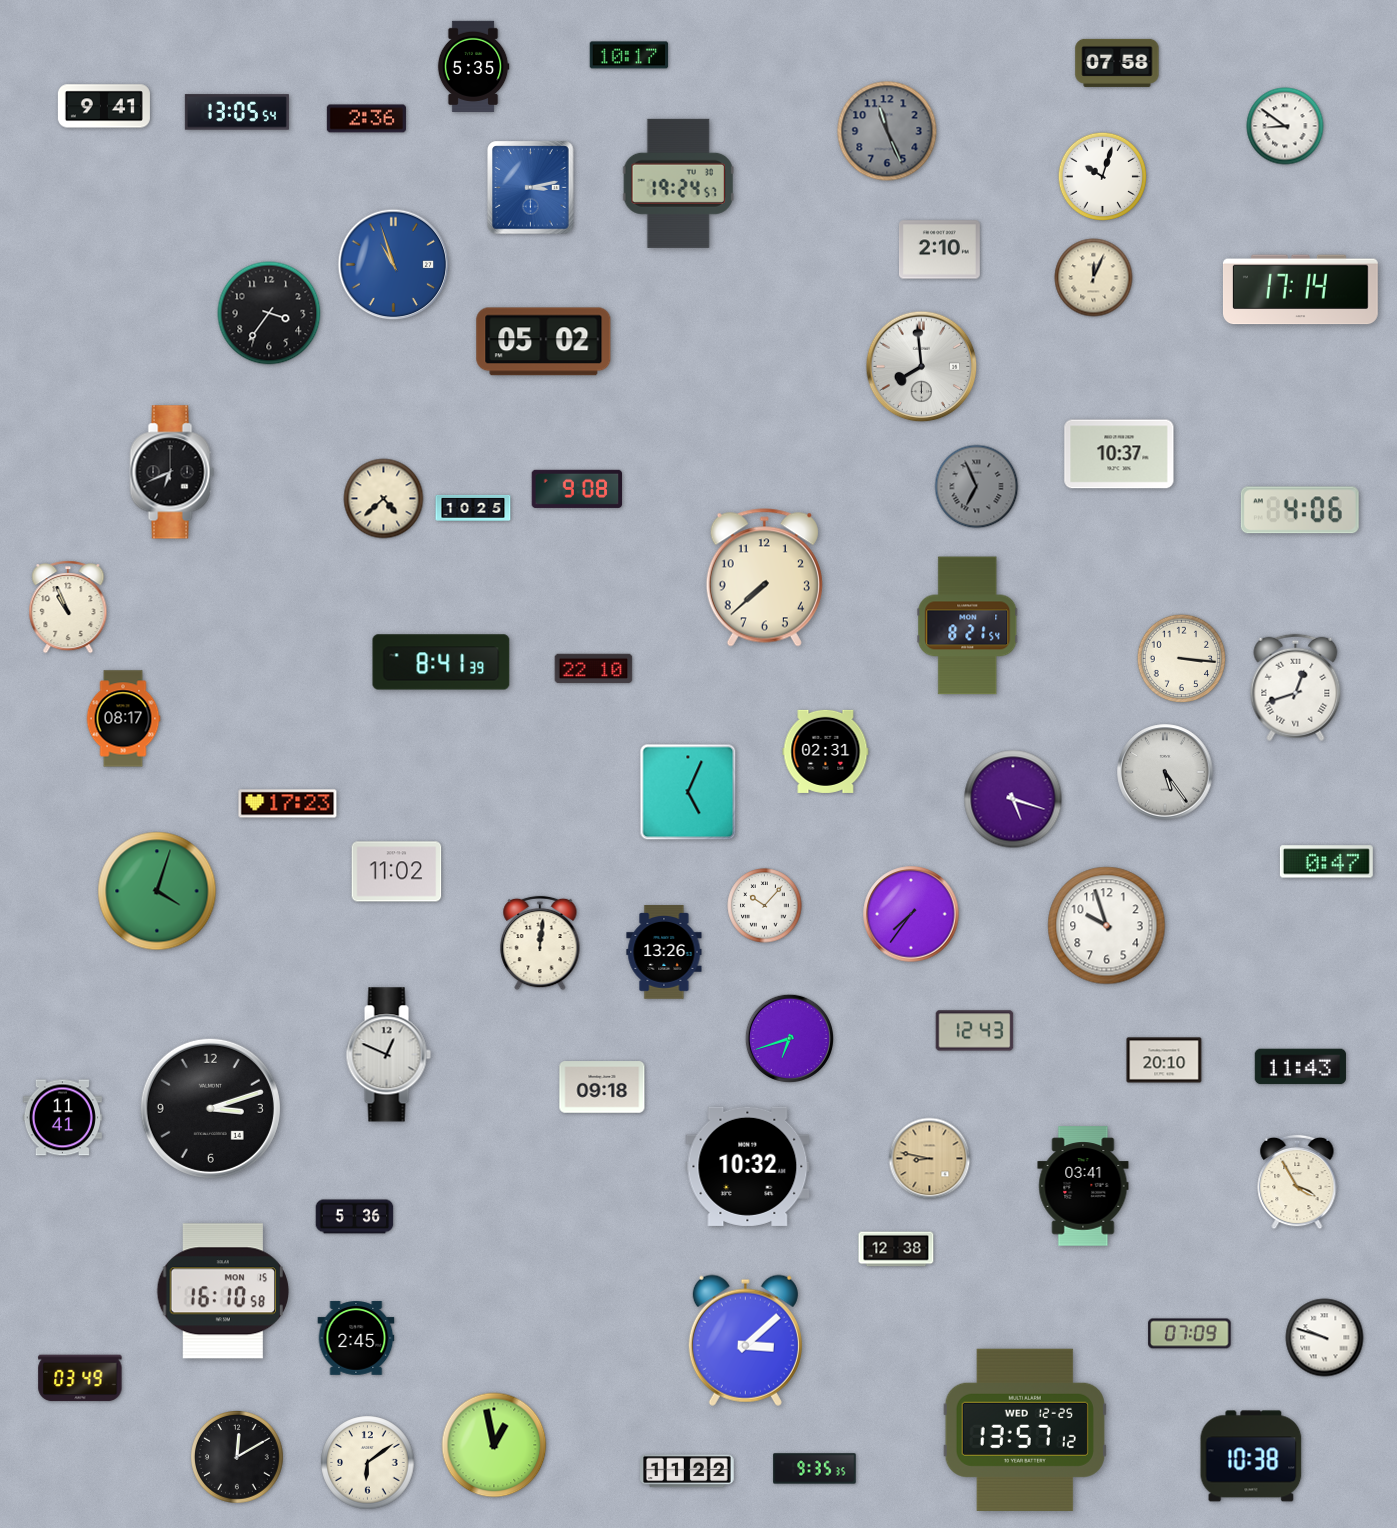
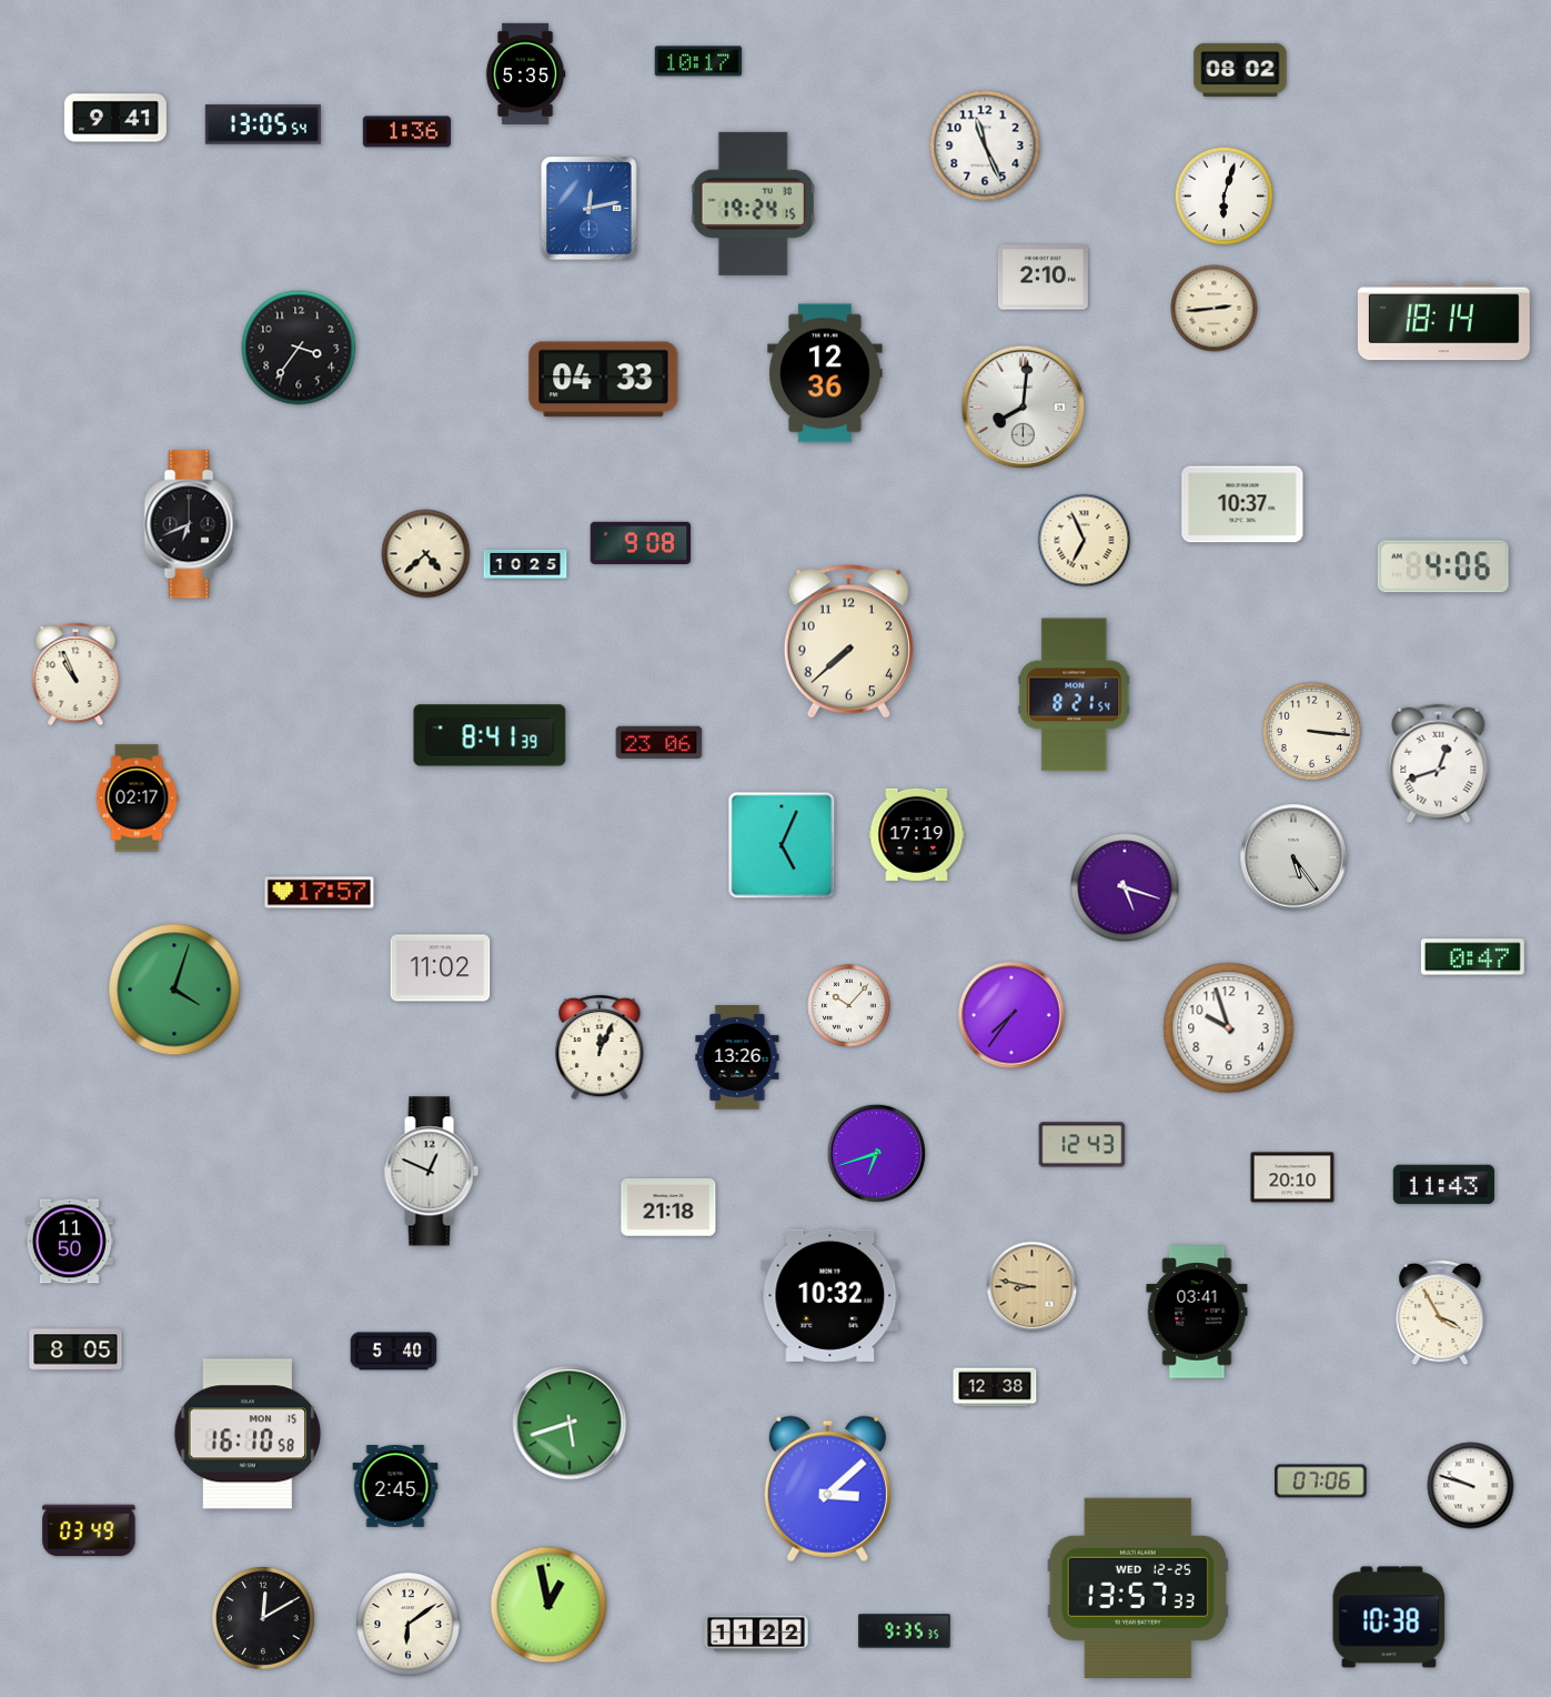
clock at (1117, 63): 07:58 -> 08:02
clock at (366, 119): 2:36 -> 1:36
clock at (1285, 126): 8:51 -> none
clock at (887, 131) dial: grey -> white
clock at (1102, 176): 10:03 -> 6:03
clock at (678, 183): 19:24:57 -> 19:24:15
clock at (531, 188): 3:13 -> 12:13
clock at (394, 265): 10:57 -> none
clock at (1094, 278): 12:04 -> 2:44
clock at (1300, 290): 17:14 -> 18:14
clock at (825, 373): none -> 12:36
clock at (544, 342): 05:02 -> 04:33
clock at (922, 367): 7:59 -> 8:01
clock at (977, 487) dial: grey -> cream
clock at (594, 669): 22:10 -> 23:06
clock at (123, 719): 08:17 -> 02:17
clock at (826, 751): 02:31 -> 17:19
clock at (688, 792) position: (688, 792) -> (782, 845)
clock at (288, 804): 17:23 -> 17:57
clock at (540, 943): 12:01 -> 12:04
clock at (602, 1087): 09:18 -> 21:18
clock at (210, 1108): 3:12 -> none
clock at (62, 1118): 11:41 -> 11:50
clock at (1083, 1186) position: (1083, 1186) -> (1197, 1312)
clock at (75, 1349): none -> 8:05
clock at (355, 1217): 5:36 -> 5:40
clock at (570, 1423): none -> 5:42
clock at (1190, 1334): 07:09 -> 07:06
clock at (1025, 1430): 13:57:12 -> 13:57:33
clock at (687, 1471) position: (687, 1471) -> (756, 1634)
